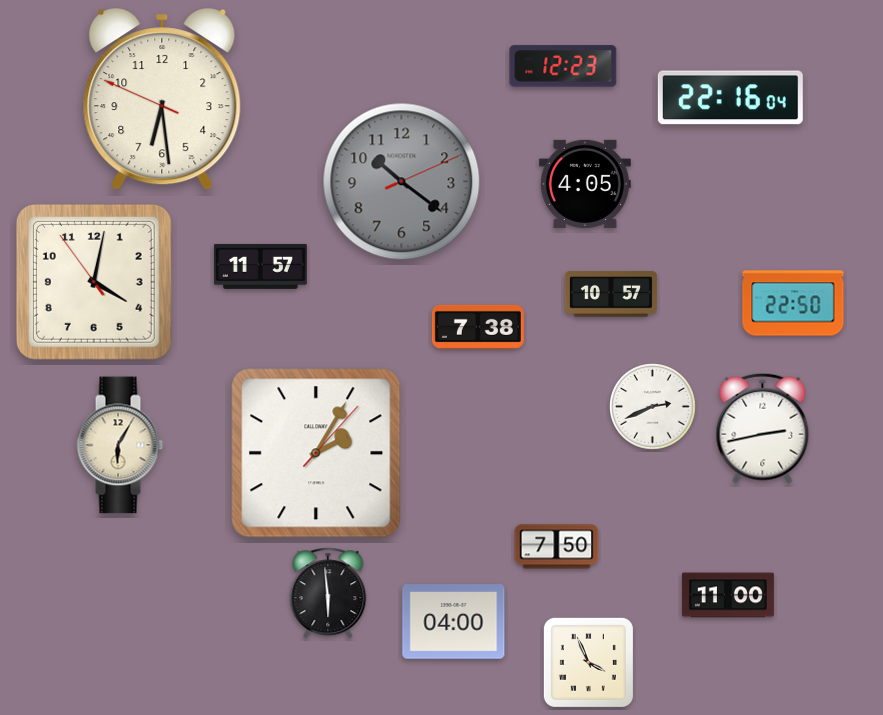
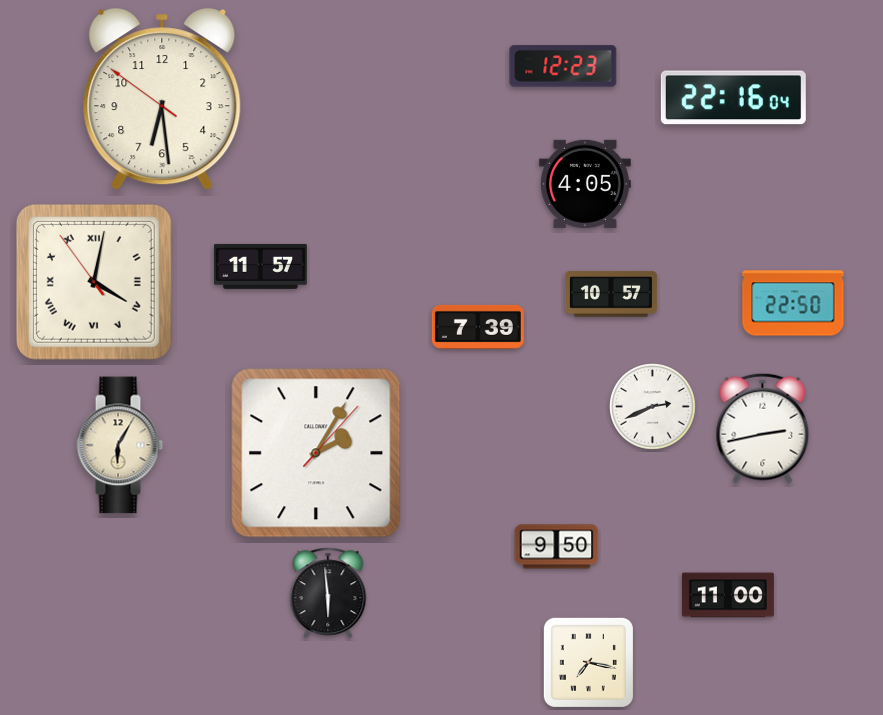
clock at (730, 98) position: (730, 98) -> (733, 98)
clock at (162, 100): 6:28:49 -> 6:28:51
clock at (402, 182): 10:21 -> none
clock at (94, 282) numerals: Arabic -> Roman
clock at (478, 327): 7:38 -> 7:39
clock at (557, 547): 7:50 -> 9:50
clock at (454, 622): 04:00 -> none
clock at (588, 662): 3:56 -> 7:17
